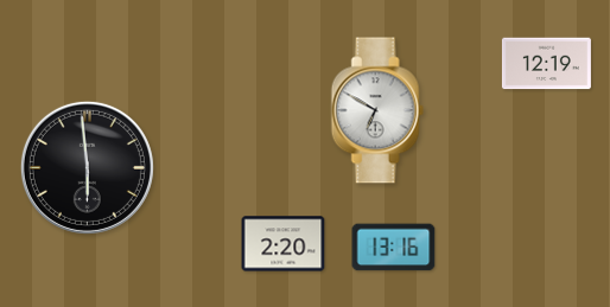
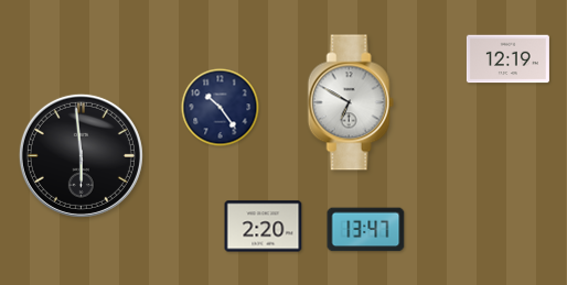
clock at (221, 108): none -> 10:24
clock at (394, 248): 13:16 -> 13:47
